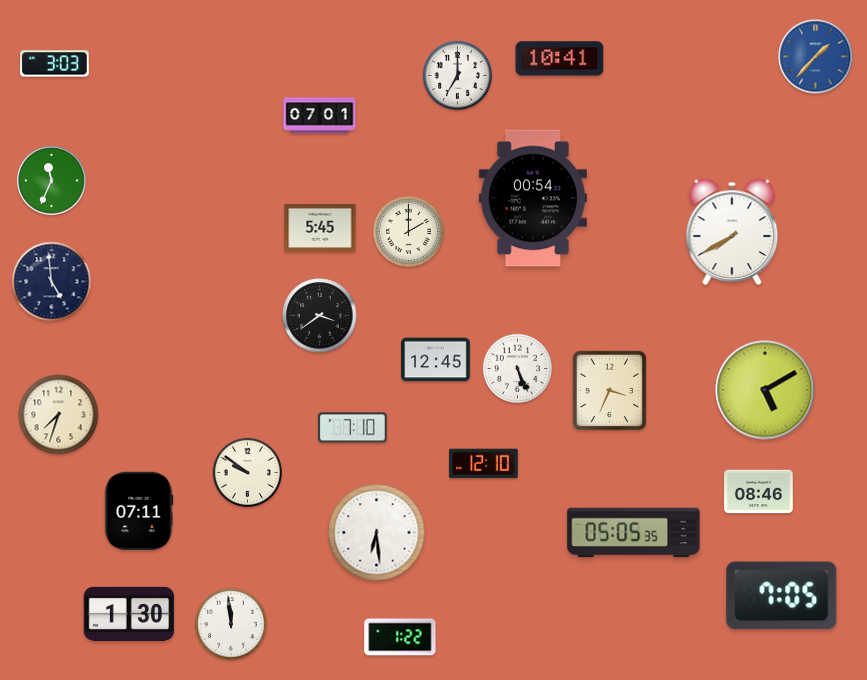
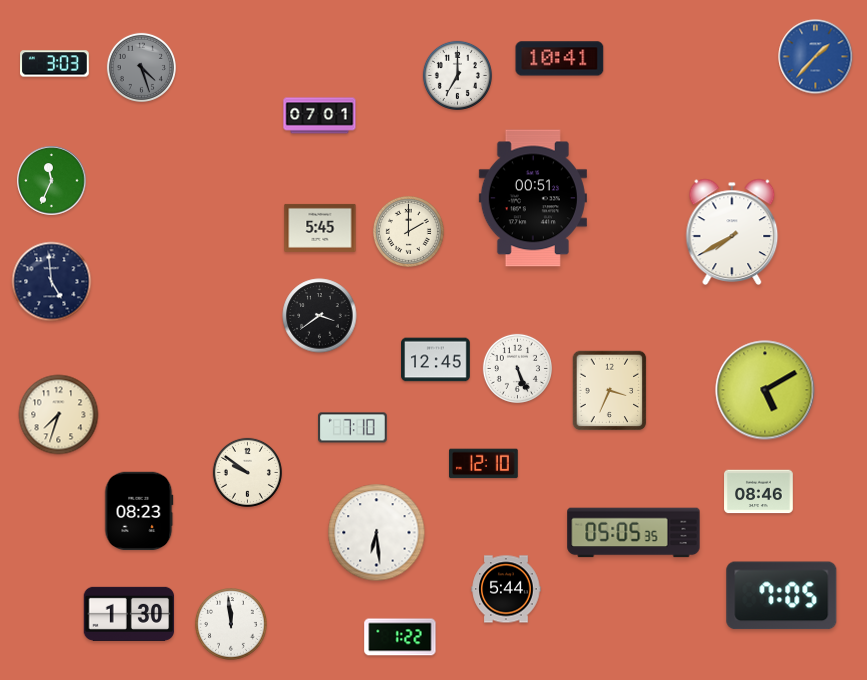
clock at (141, 67): none -> 4:27
clock at (533, 198): 00:54 -> 00:51
clock at (139, 511): 07:11 -> 08:23
clock at (506, 589): none -> 5:44
